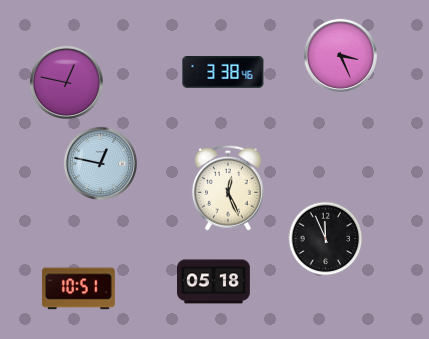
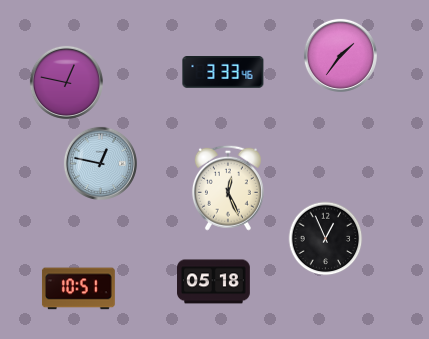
clock at (340, 55): 3:26 -> 1:36
clock at (223, 73): 3:38 -> 3:33
clock at (326, 239): 11:56 -> 12:56
